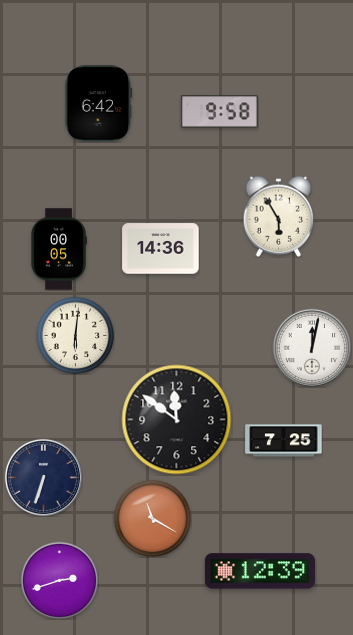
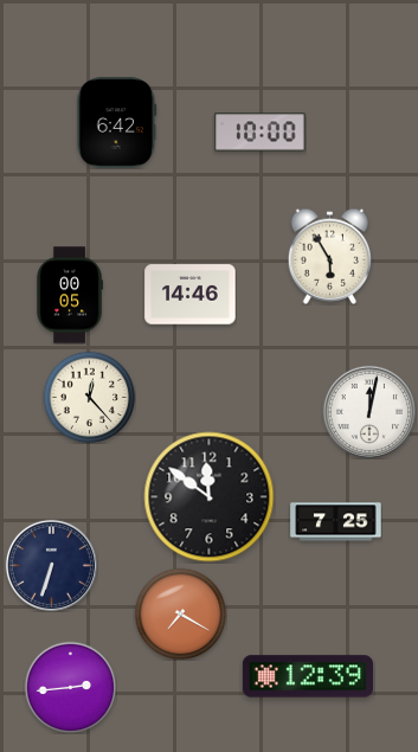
clock at (220, 112): 9:58 -> 10:00
clock at (161, 249): 14:36 -> 14:46
clock at (75, 335): 6:01 -> 12:23
clock at (152, 518): 11:20 -> 7:20
clock at (59, 580): 2:42 -> 2:44
